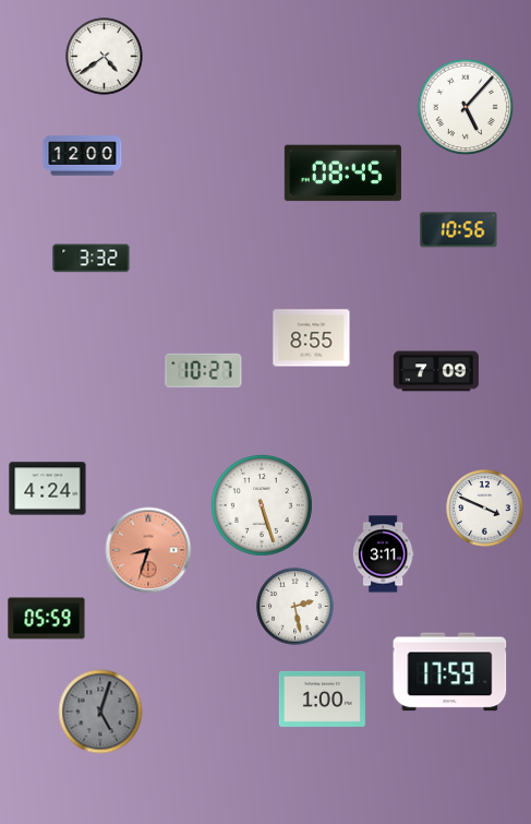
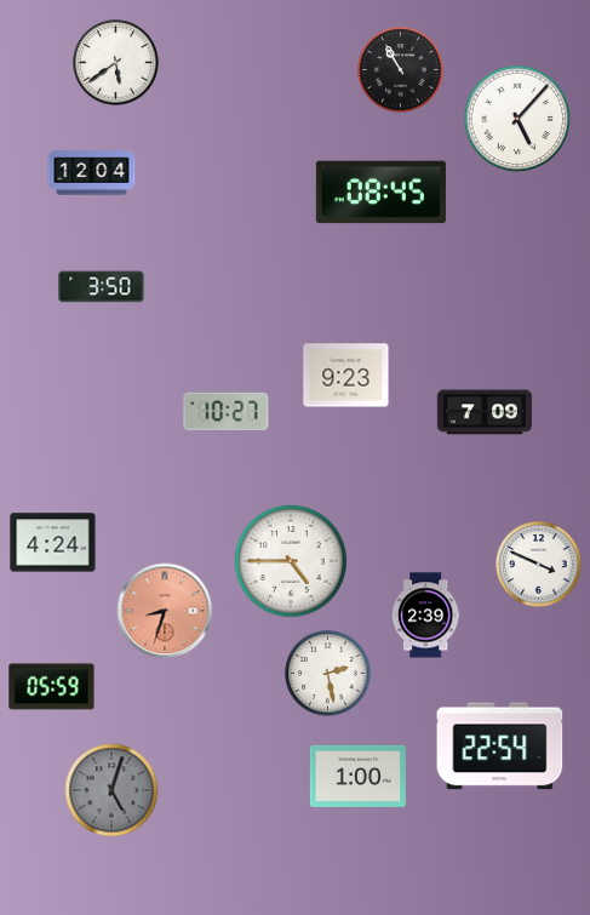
clock at (105, 57): 4:39 -> 5:39
clock at (401, 70): none -> 10:55
clock at (83, 156): 12:00 -> 12:04
clock at (459, 230): 10:56 -> none
clock at (92, 259): 3:32 -> 3:50
clock at (312, 338): 8:55 -> 9:23
clock at (262, 505): 5:27 -> 4:45
clock at (383, 554): 3:11 -> 2:39
clock at (450, 672): 17:59 -> 22:54
